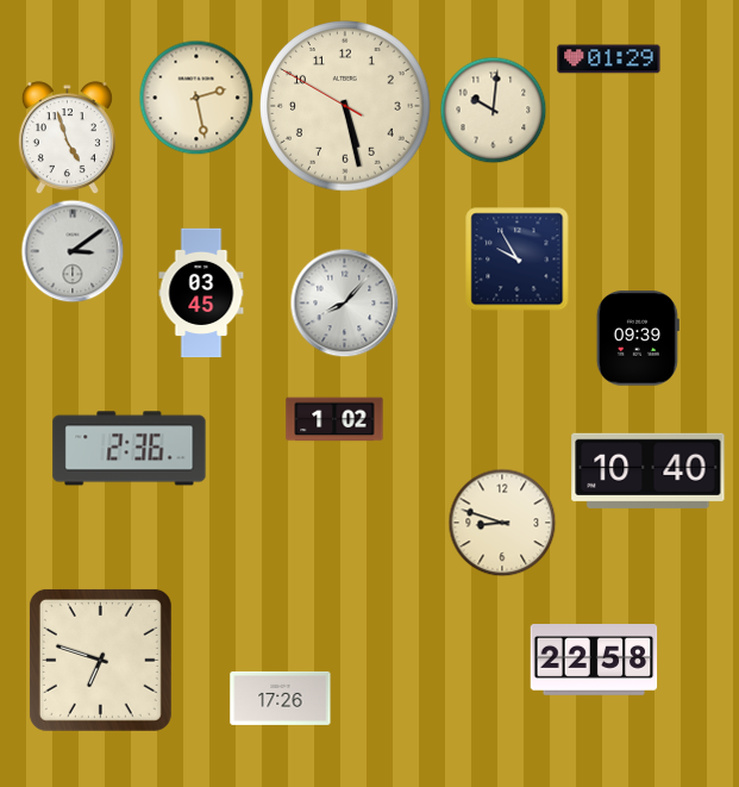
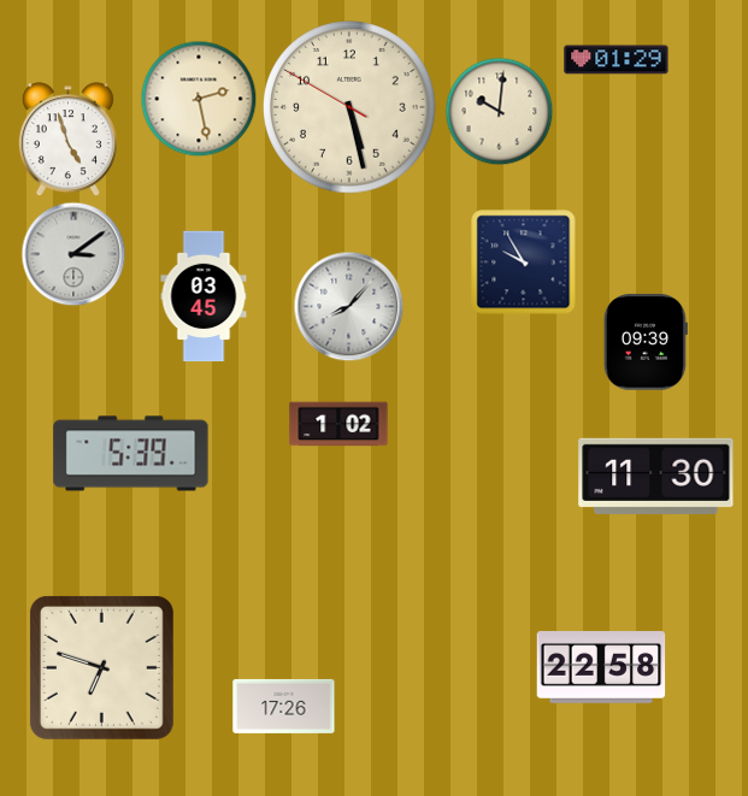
clock at (130, 449): 2:36 -> 5:39
clock at (649, 470): 10:40 -> 11:30
clock at (502, 523): 8:48 -> none
